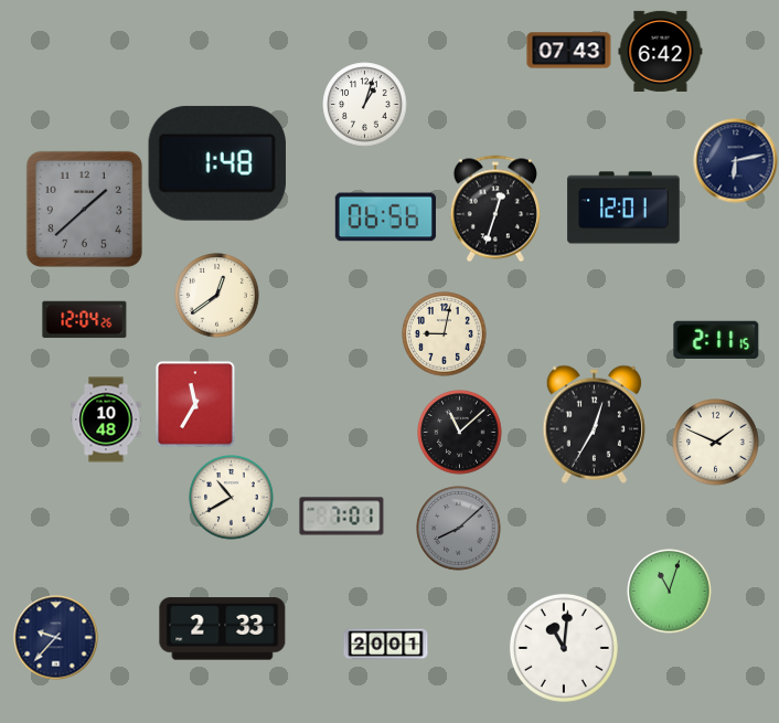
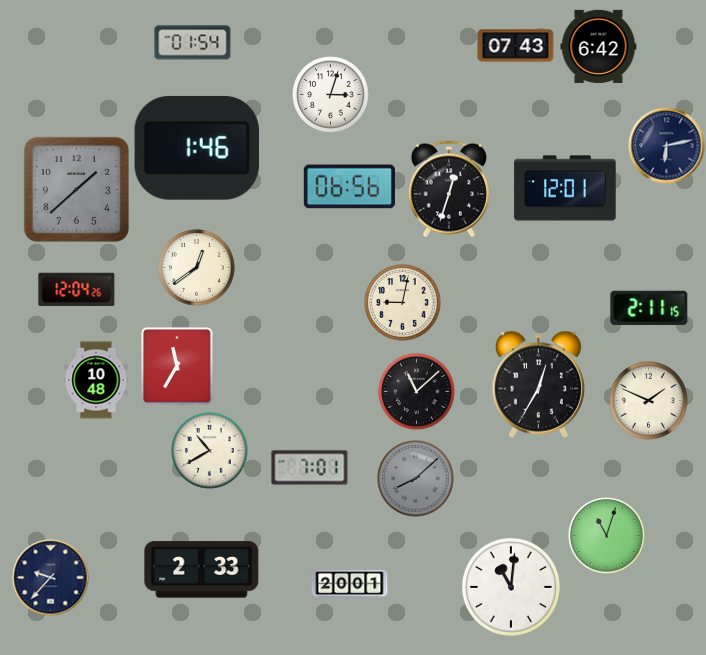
clock at (193, 43): none -> 01:54
clock at (365, 105): 1:03 -> 3:03
clock at (217, 163): 1:48 -> 1:46
clock at (385, 217) position: (385, 217) -> (349, 187)
